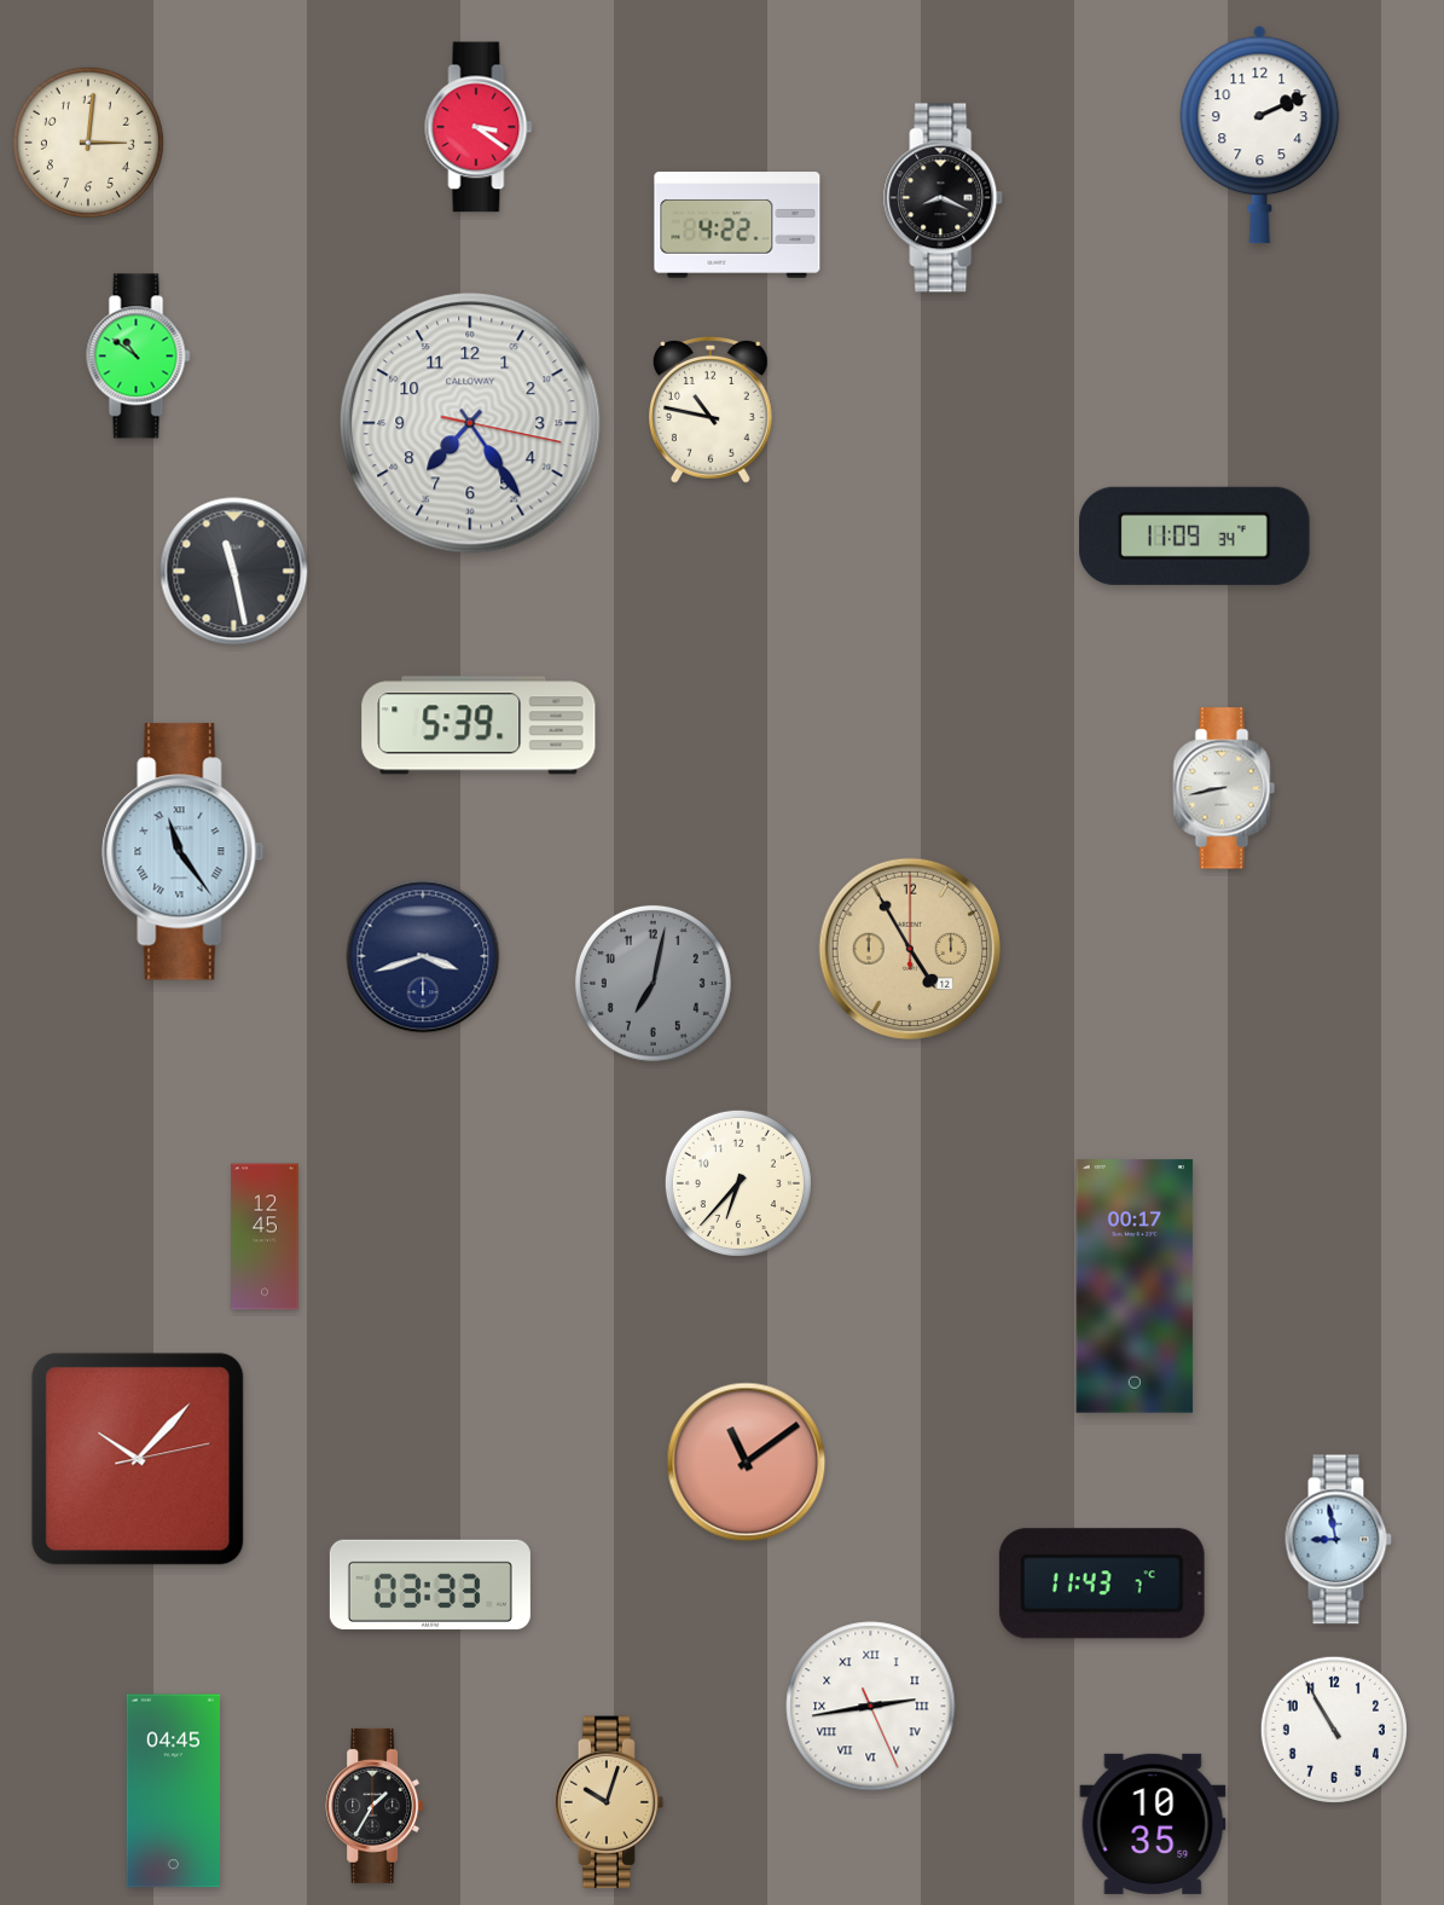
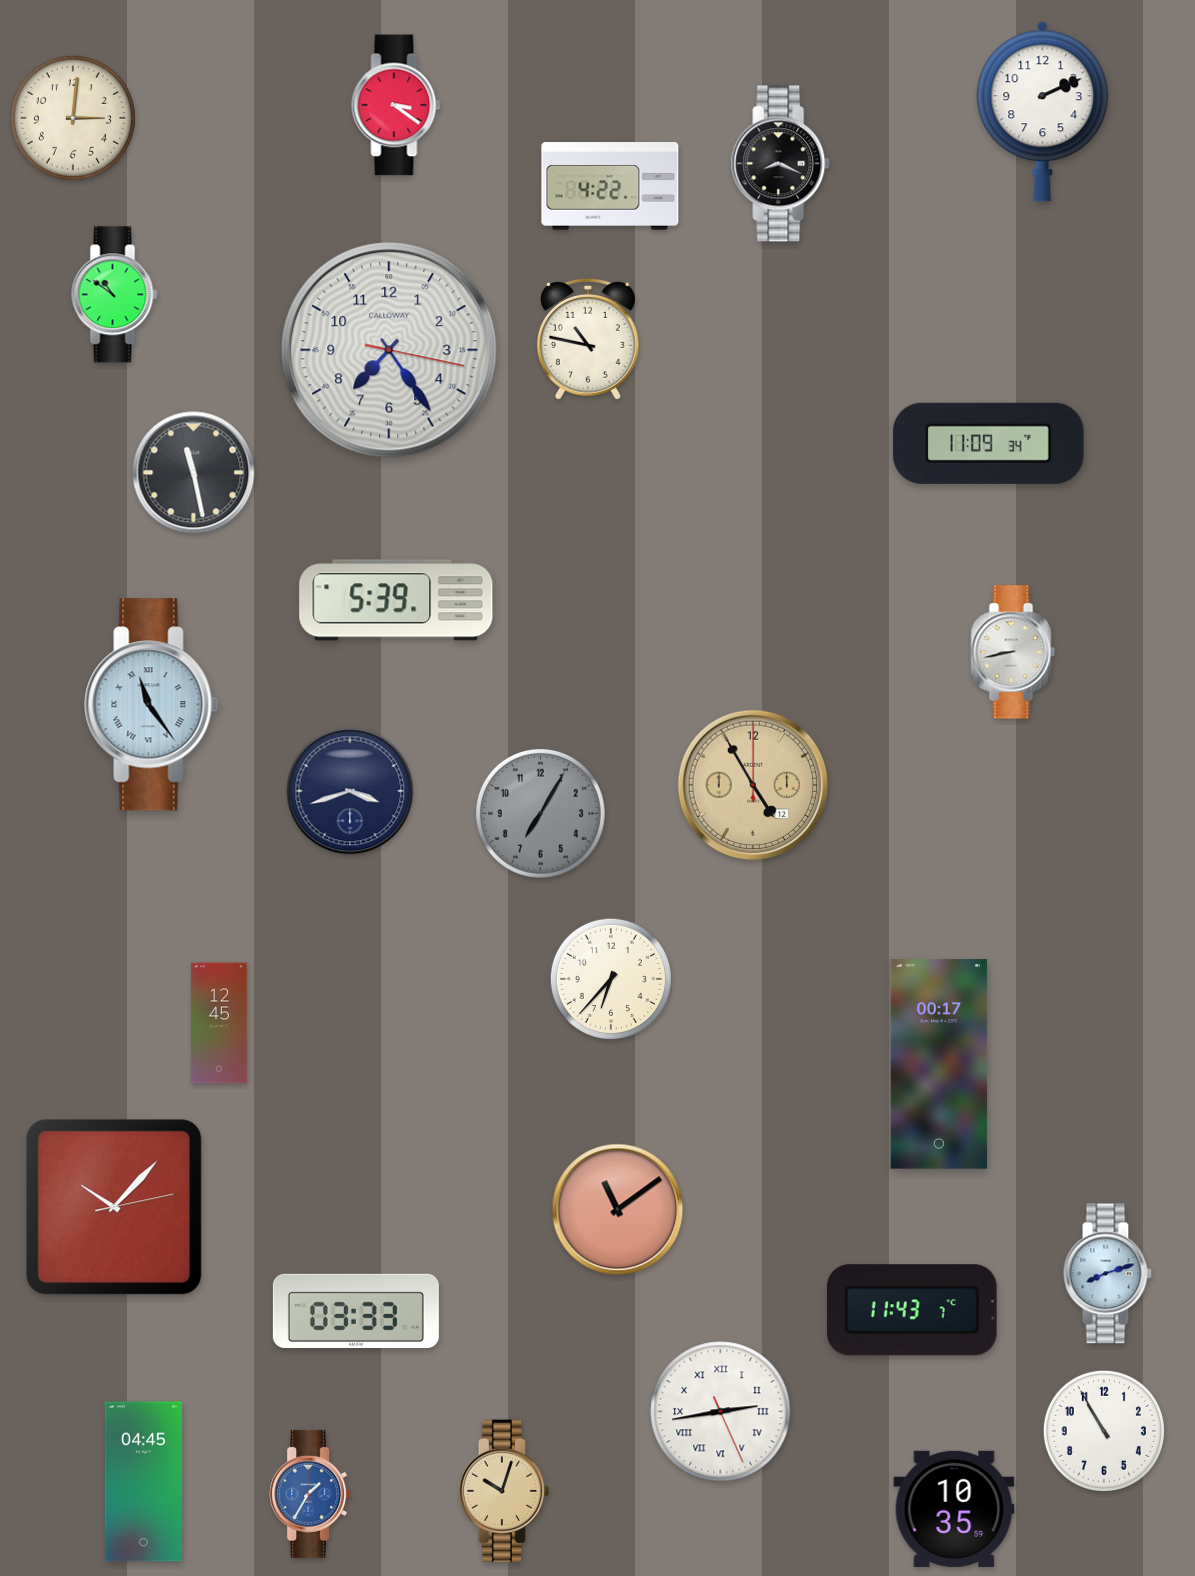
clock at (653, 983): 7:02 -> 7:05
clock at (1338, 1540): 8:58 -> 8:12
clock at (375, 1806) dial: black -> blue
